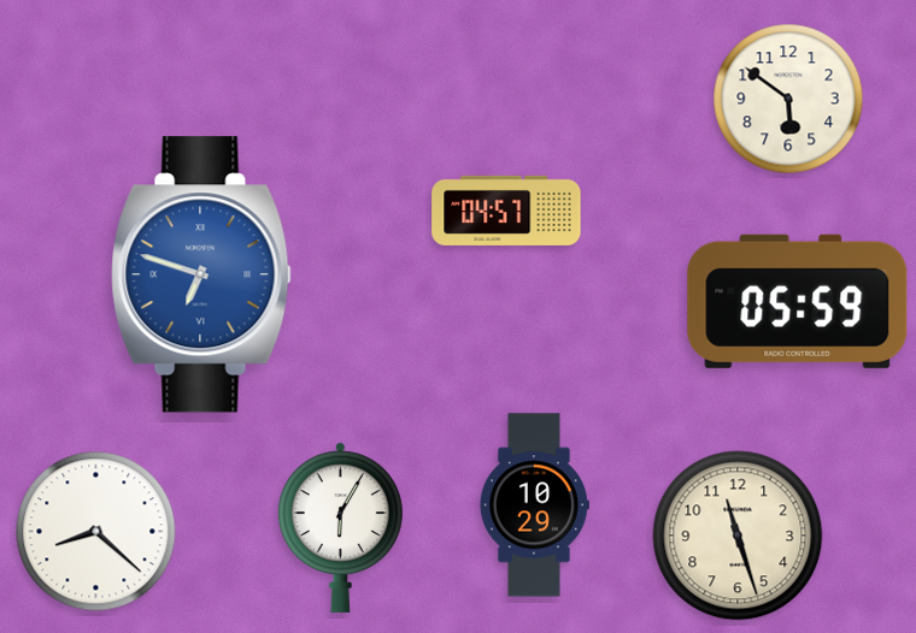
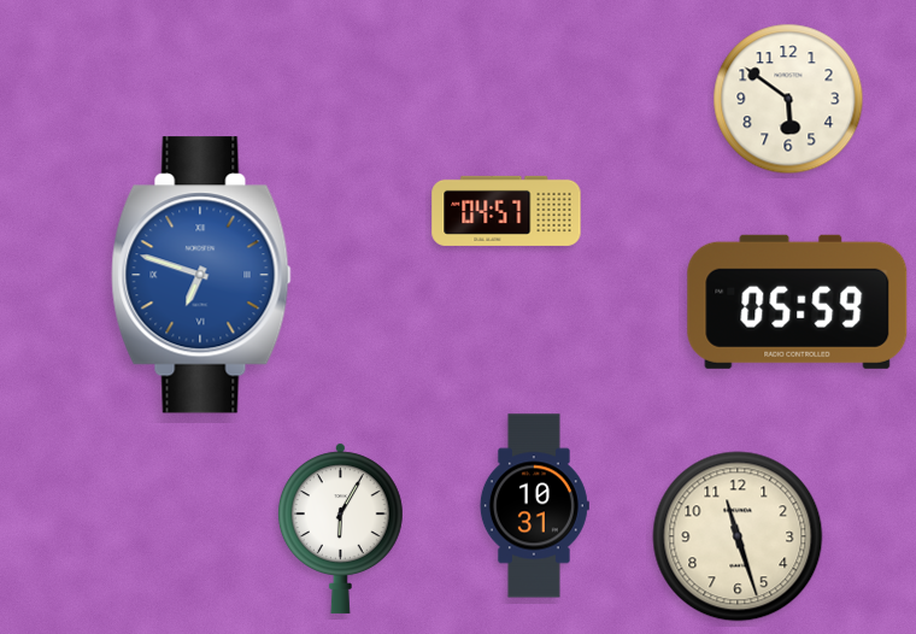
clock at (534, 505): 10:29 -> 10:31
clock at (96, 532): 8:22 -> none
